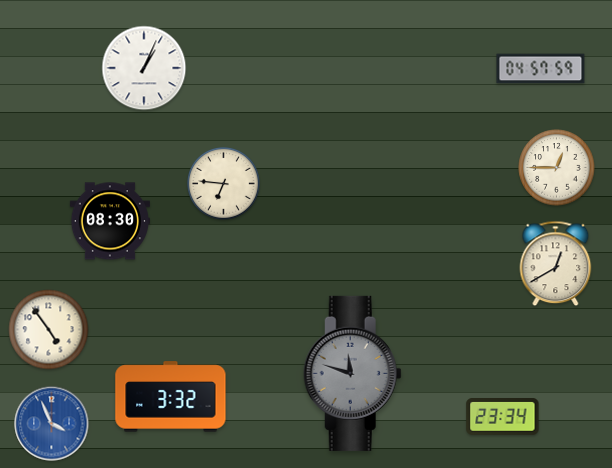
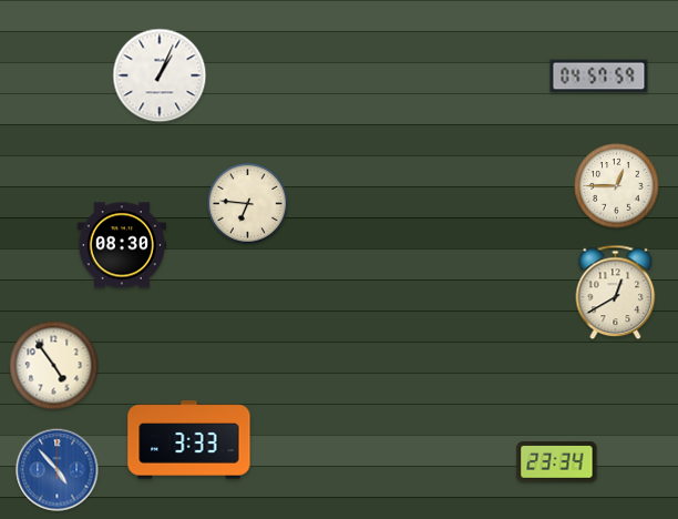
clock at (352, 373): 11:48 -> none
clock at (171, 397): 3:32 -> 3:33
clock at (52, 424): 3:56 -> 4:53
